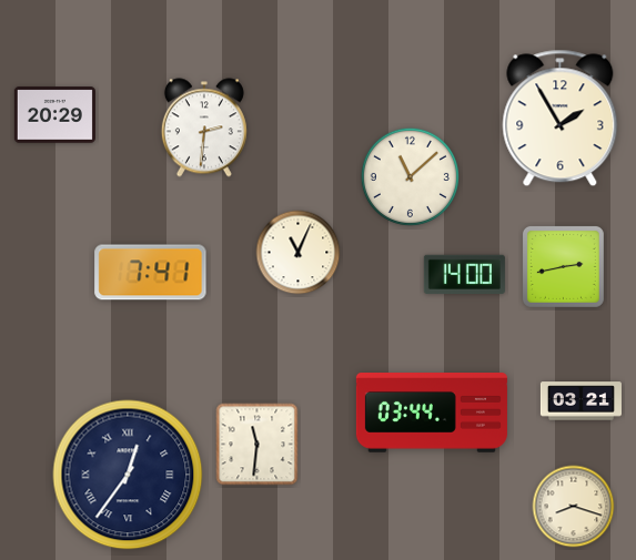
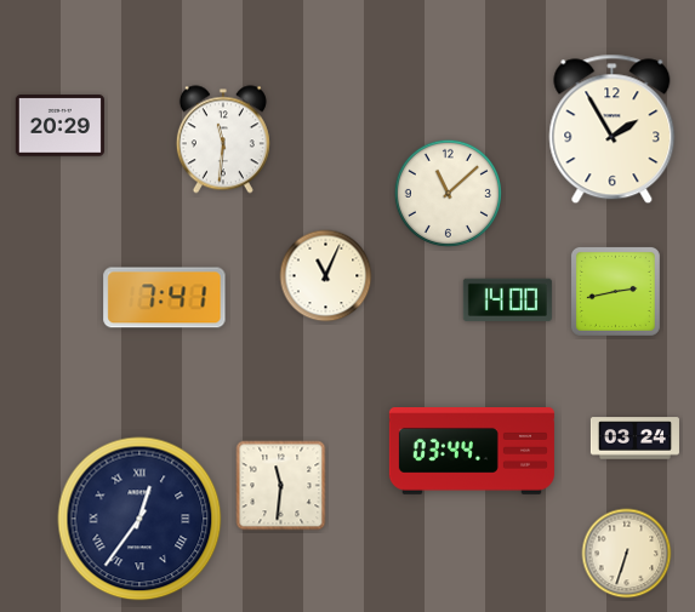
clock at (204, 128): 2:31 -> 11:31
clock at (581, 401): 03:21 -> 03:24
clock at (574, 507): 8:18 -> 6:33
